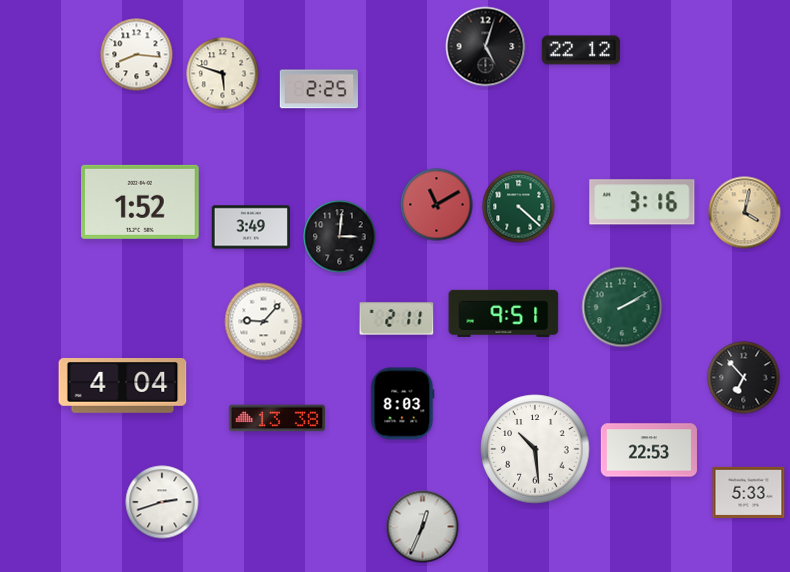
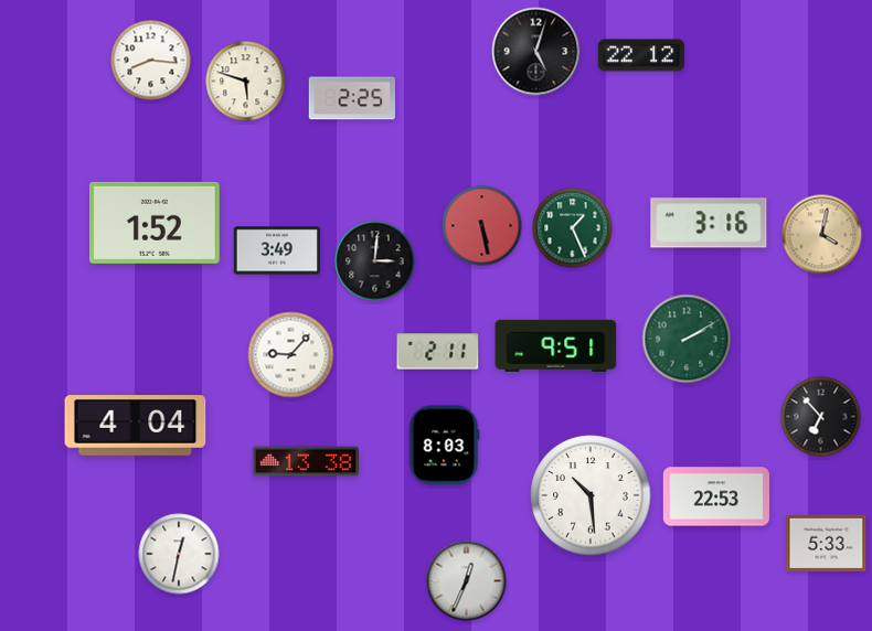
clock at (437, 205): 11:10 -> 5:28
clock at (519, 207): 4:22 -> 1:26
clock at (162, 502): 2:42 -> 12:32
